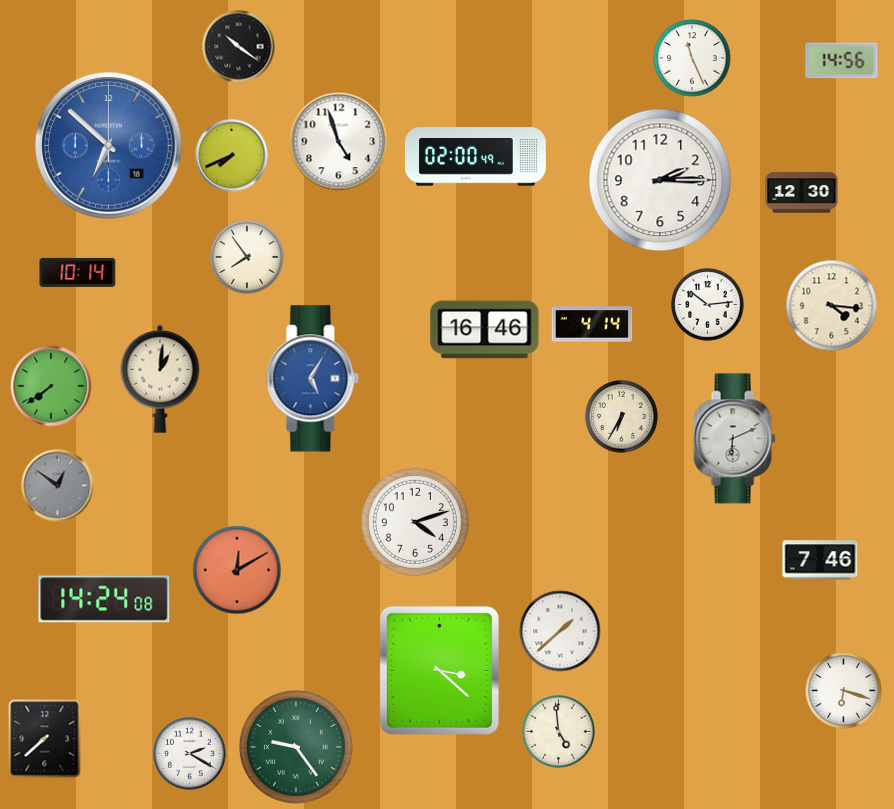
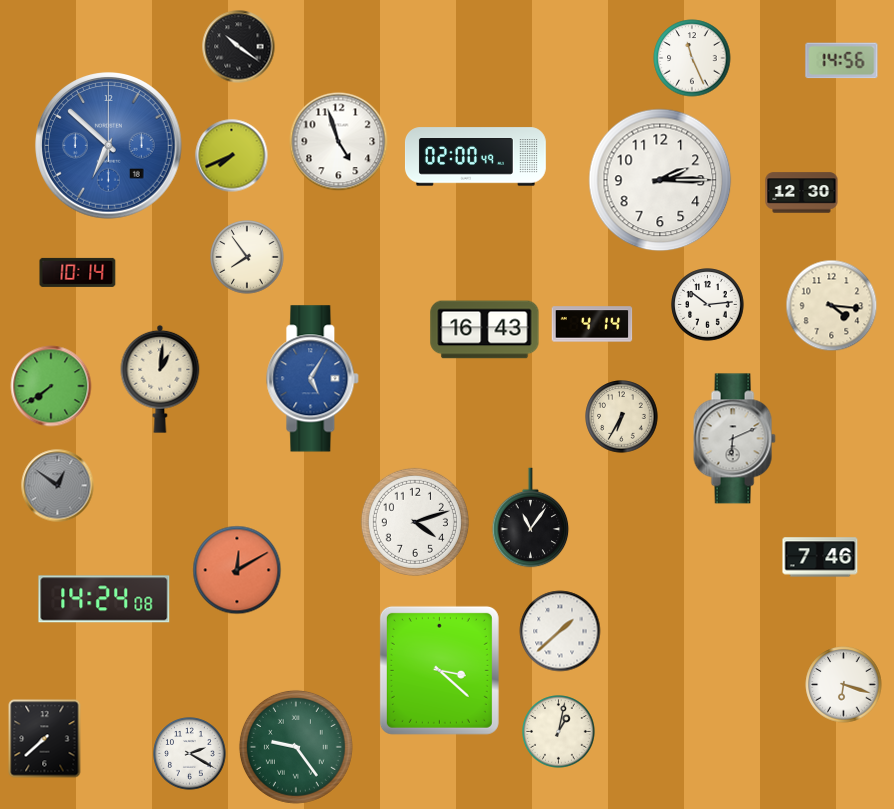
clock at (485, 330): 16:46 -> 16:43
clock at (531, 518): none -> 11:06
clock at (820, 560) position: (820, 560) -> (820, 557)
clock at (844, 691) position: (844, 691) -> (844, 685)
clock at (559, 732): 4:59 -> 1:02
